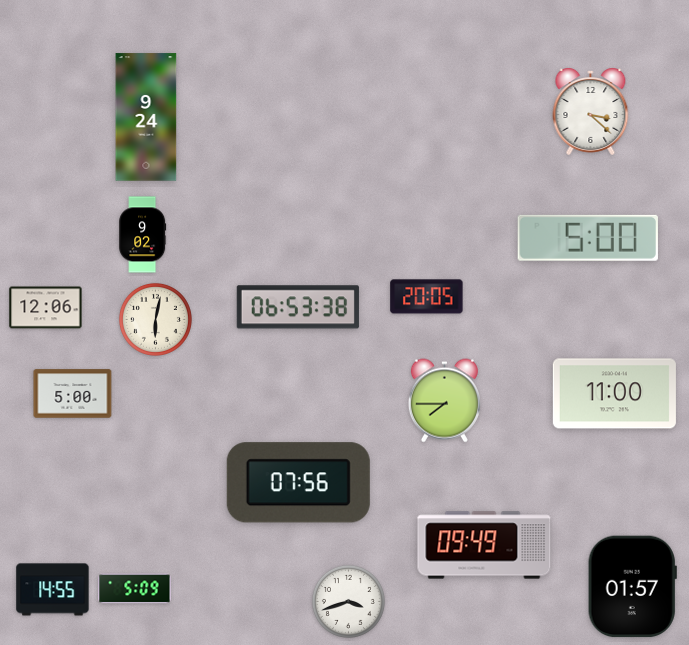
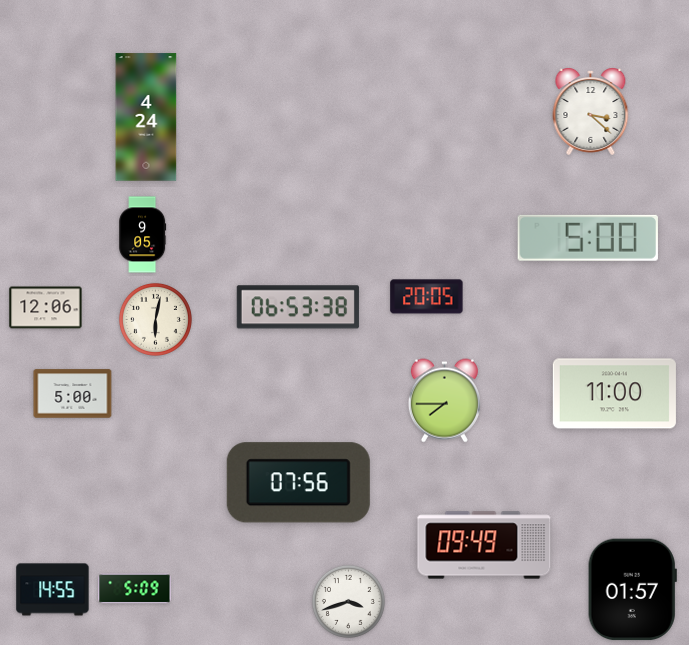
clock at (146, 117): 9:24 -> 4:24
clock at (143, 235): 9:02 -> 9:05
clock at (632, 587) position: (632, 587) -> (632, 590)
